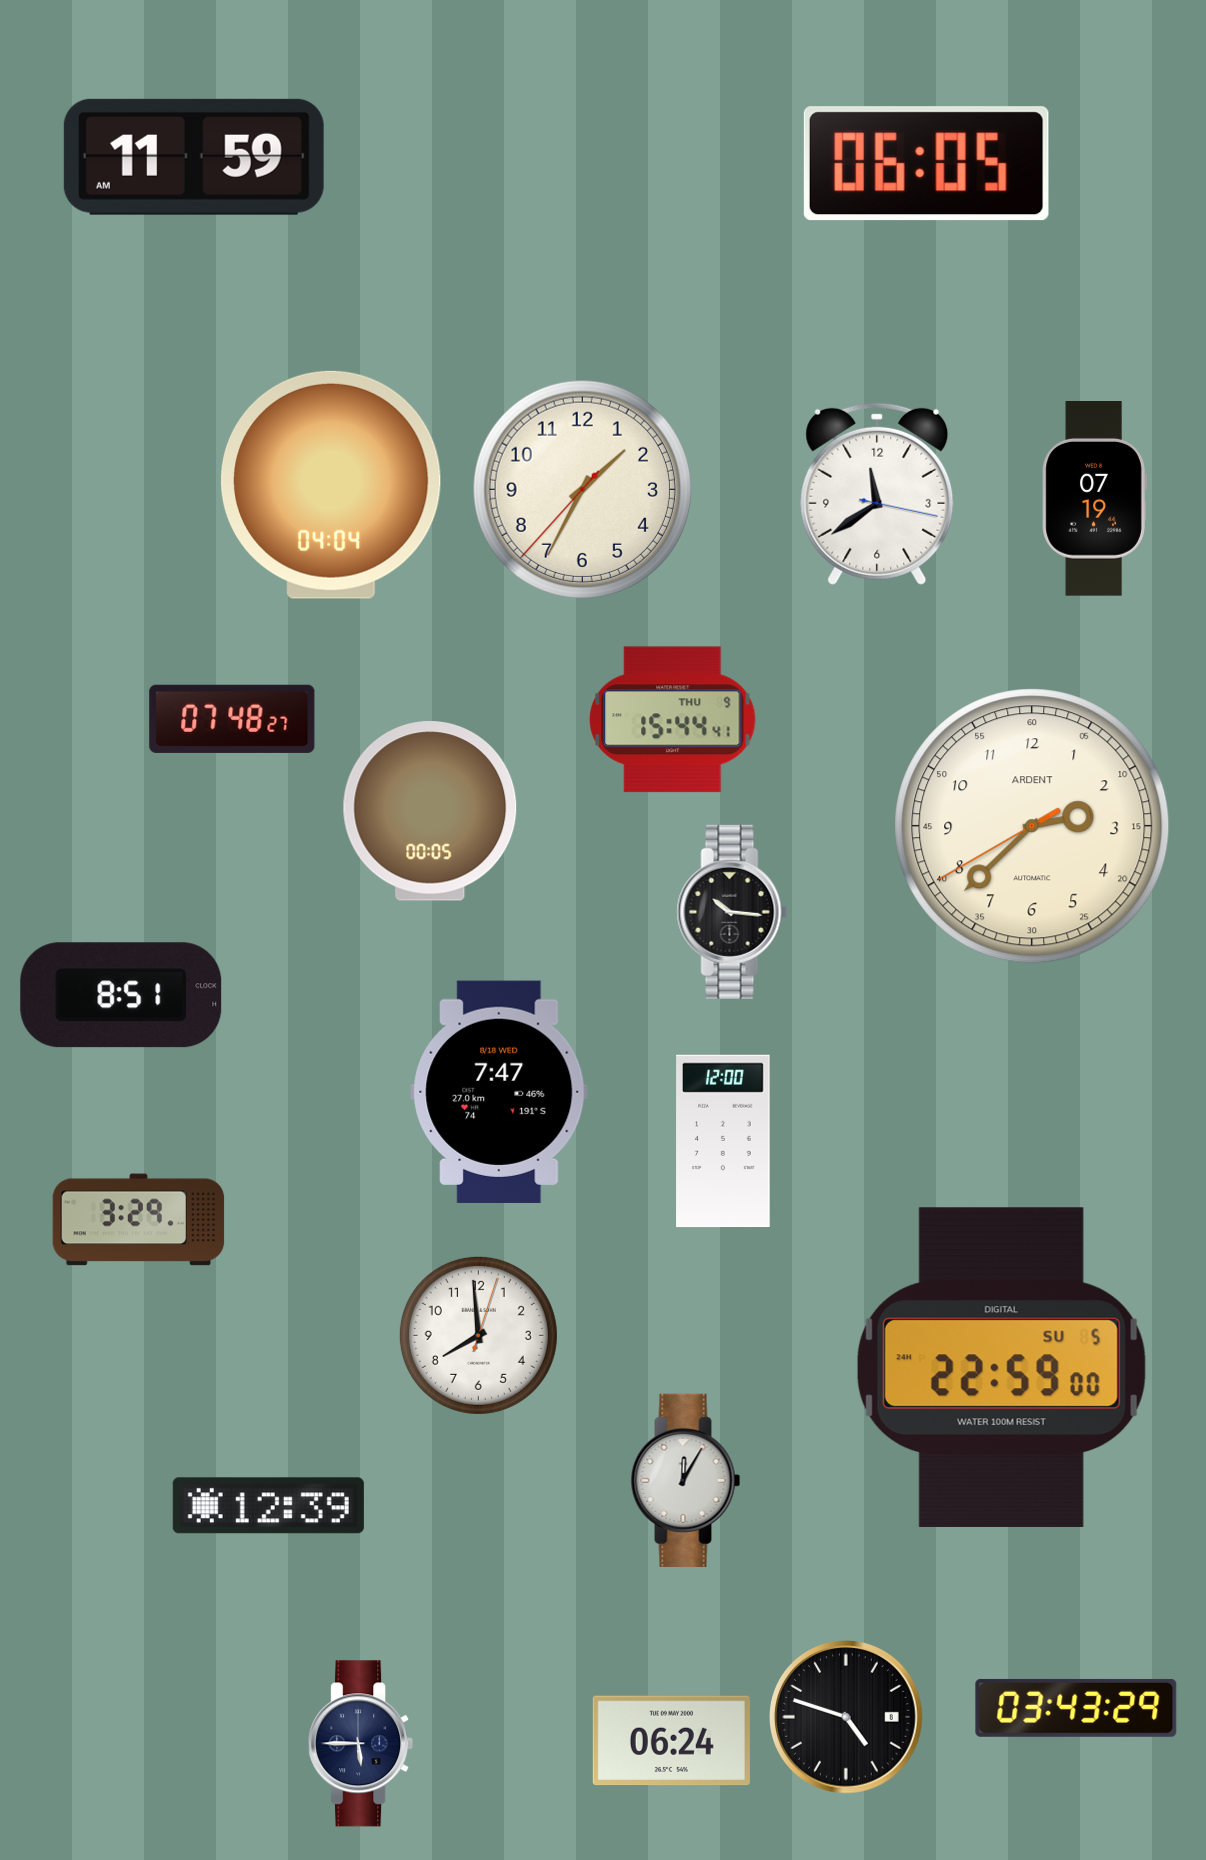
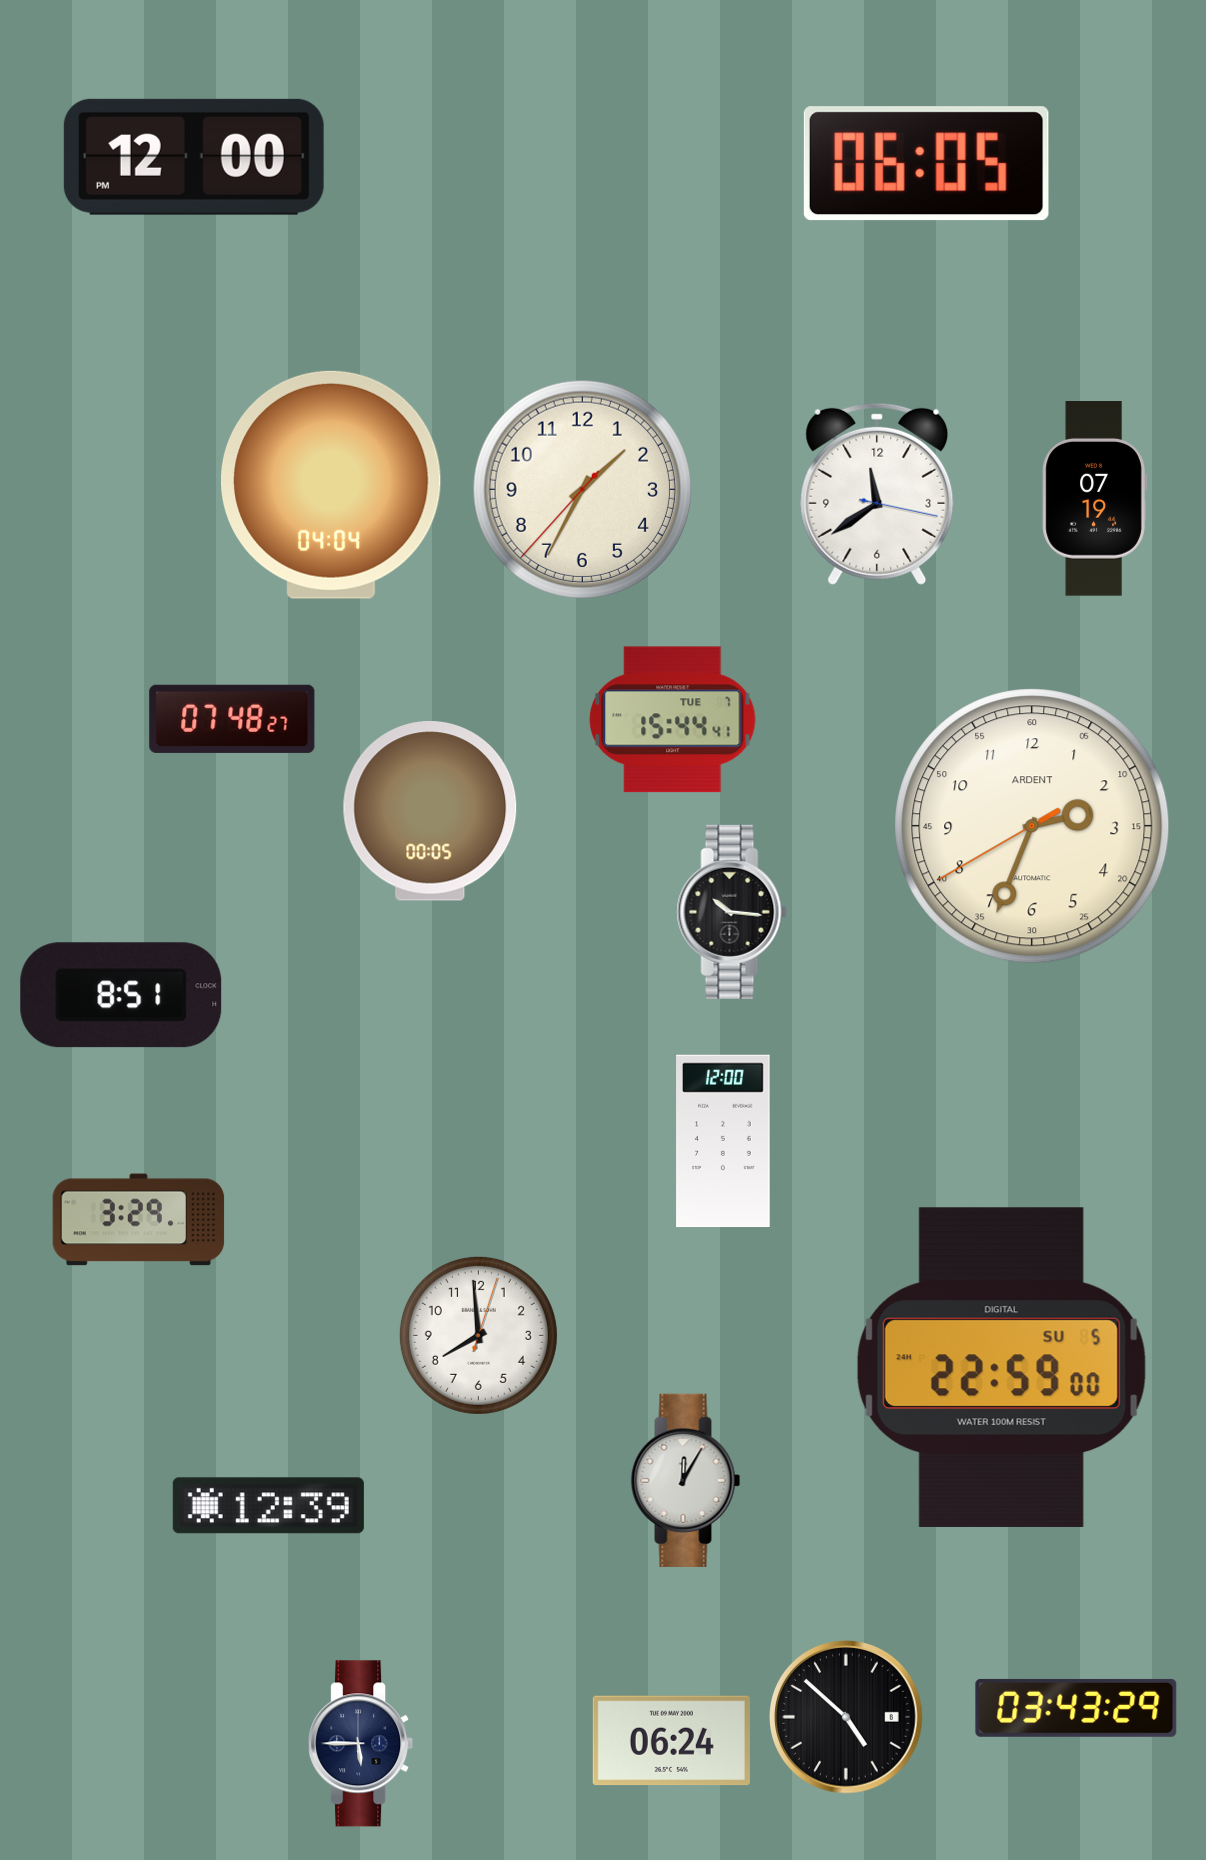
clock at (194, 157): 11:59 -> 12:00
clock at (673, 720) date: THU 9 -> TUE 7
clock at (1032, 826): 2:37 -> 2:33
clock at (499, 1092): 7:47 -> none
clock at (847, 1718): 4:48 -> 4:52
